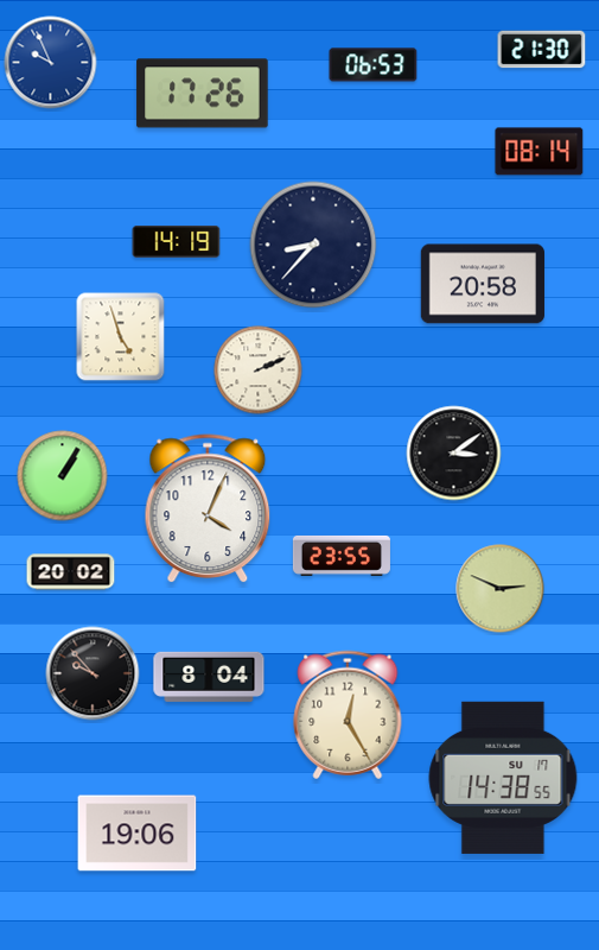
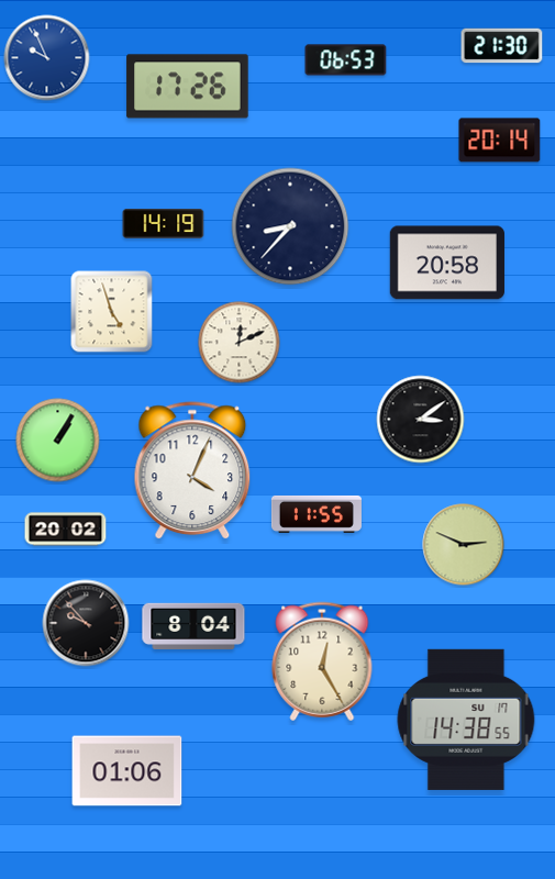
clock at (540, 152): 08:14 -> 20:14
clock at (259, 370): 2:11 -> 12:11
clock at (342, 556): 23:55 -> 11:55
clock at (138, 834): 19:06 -> 01:06
